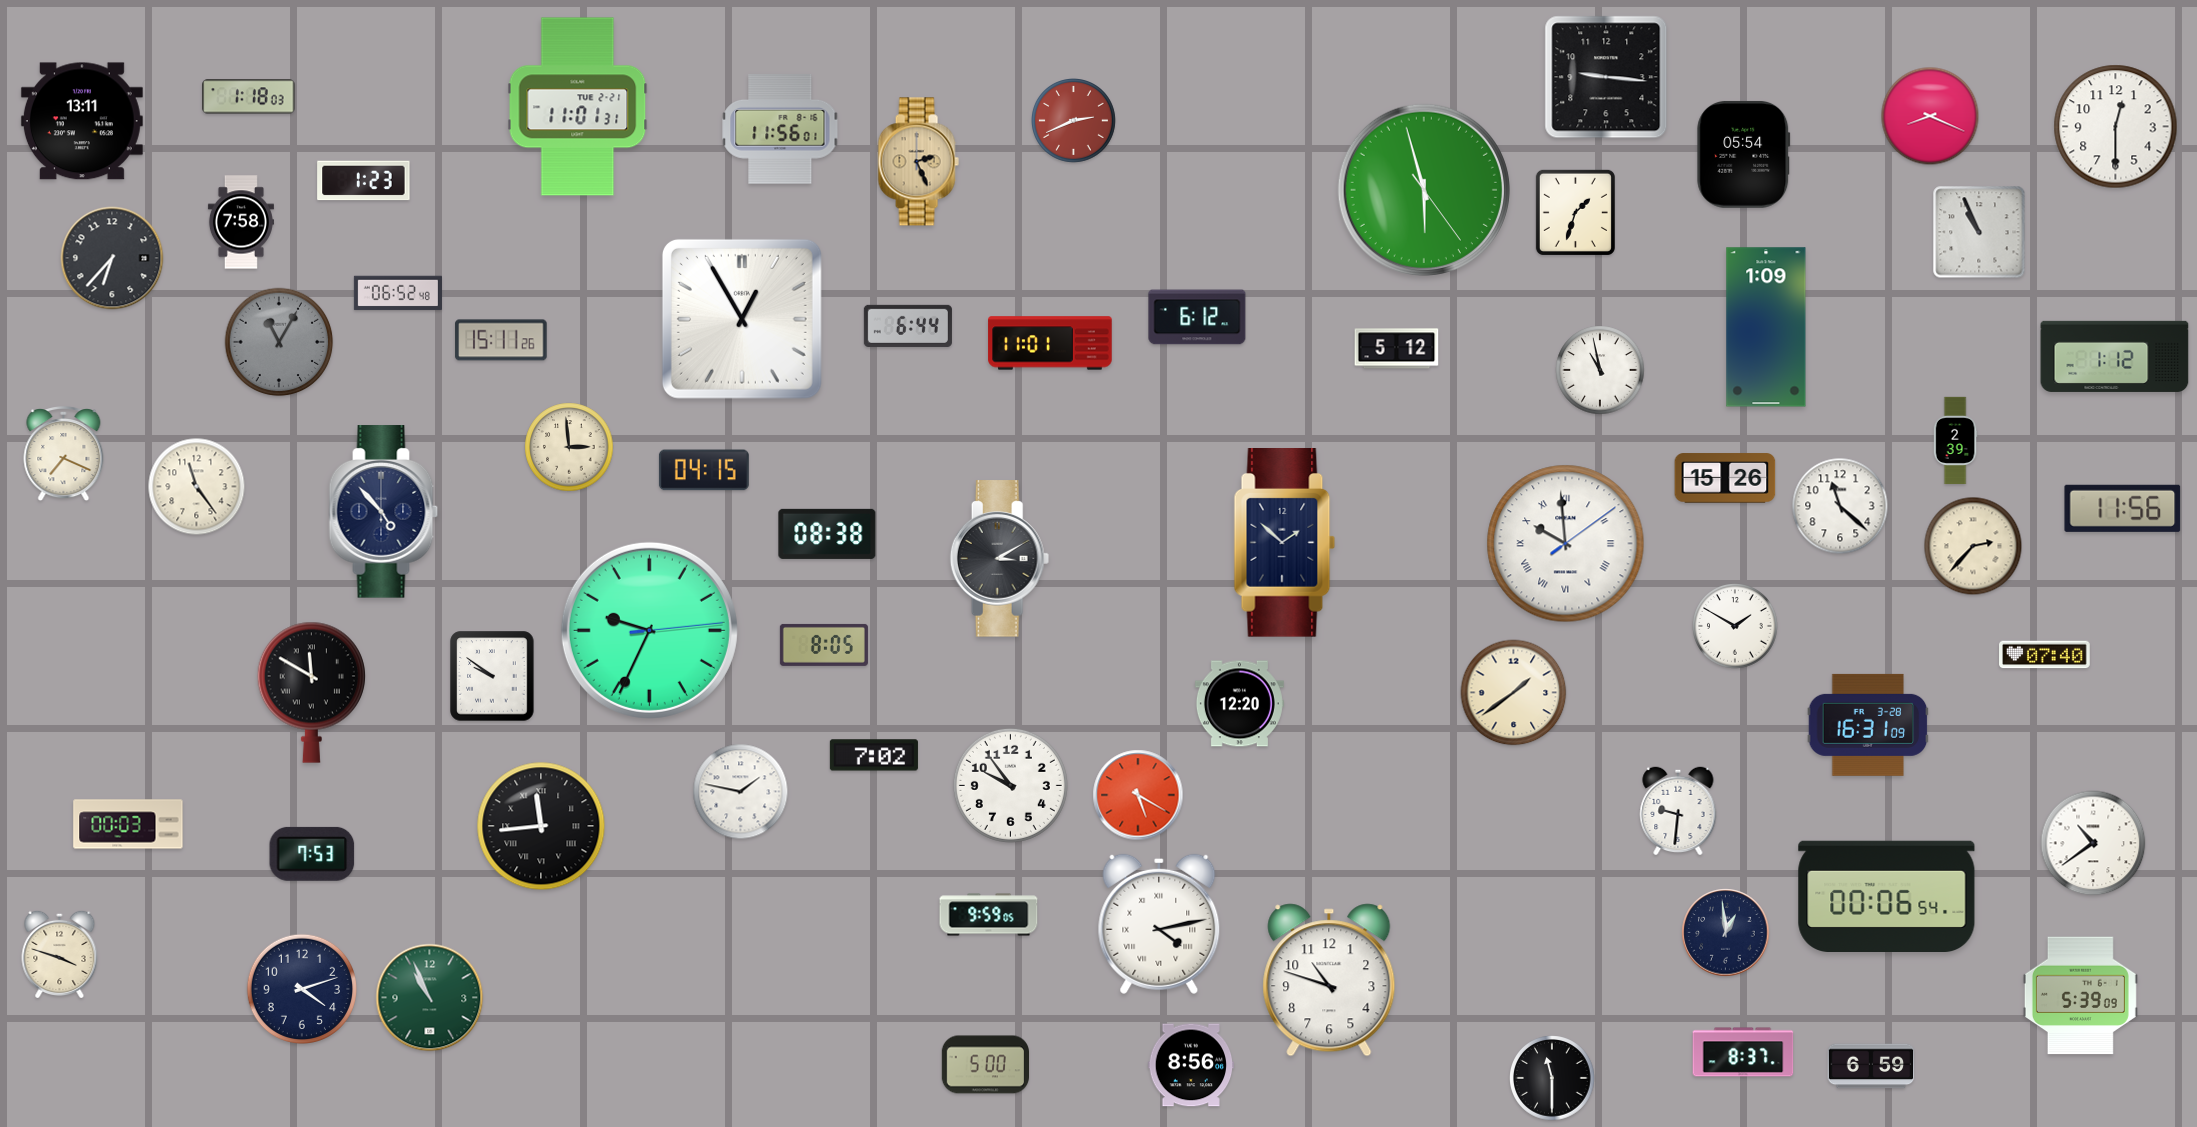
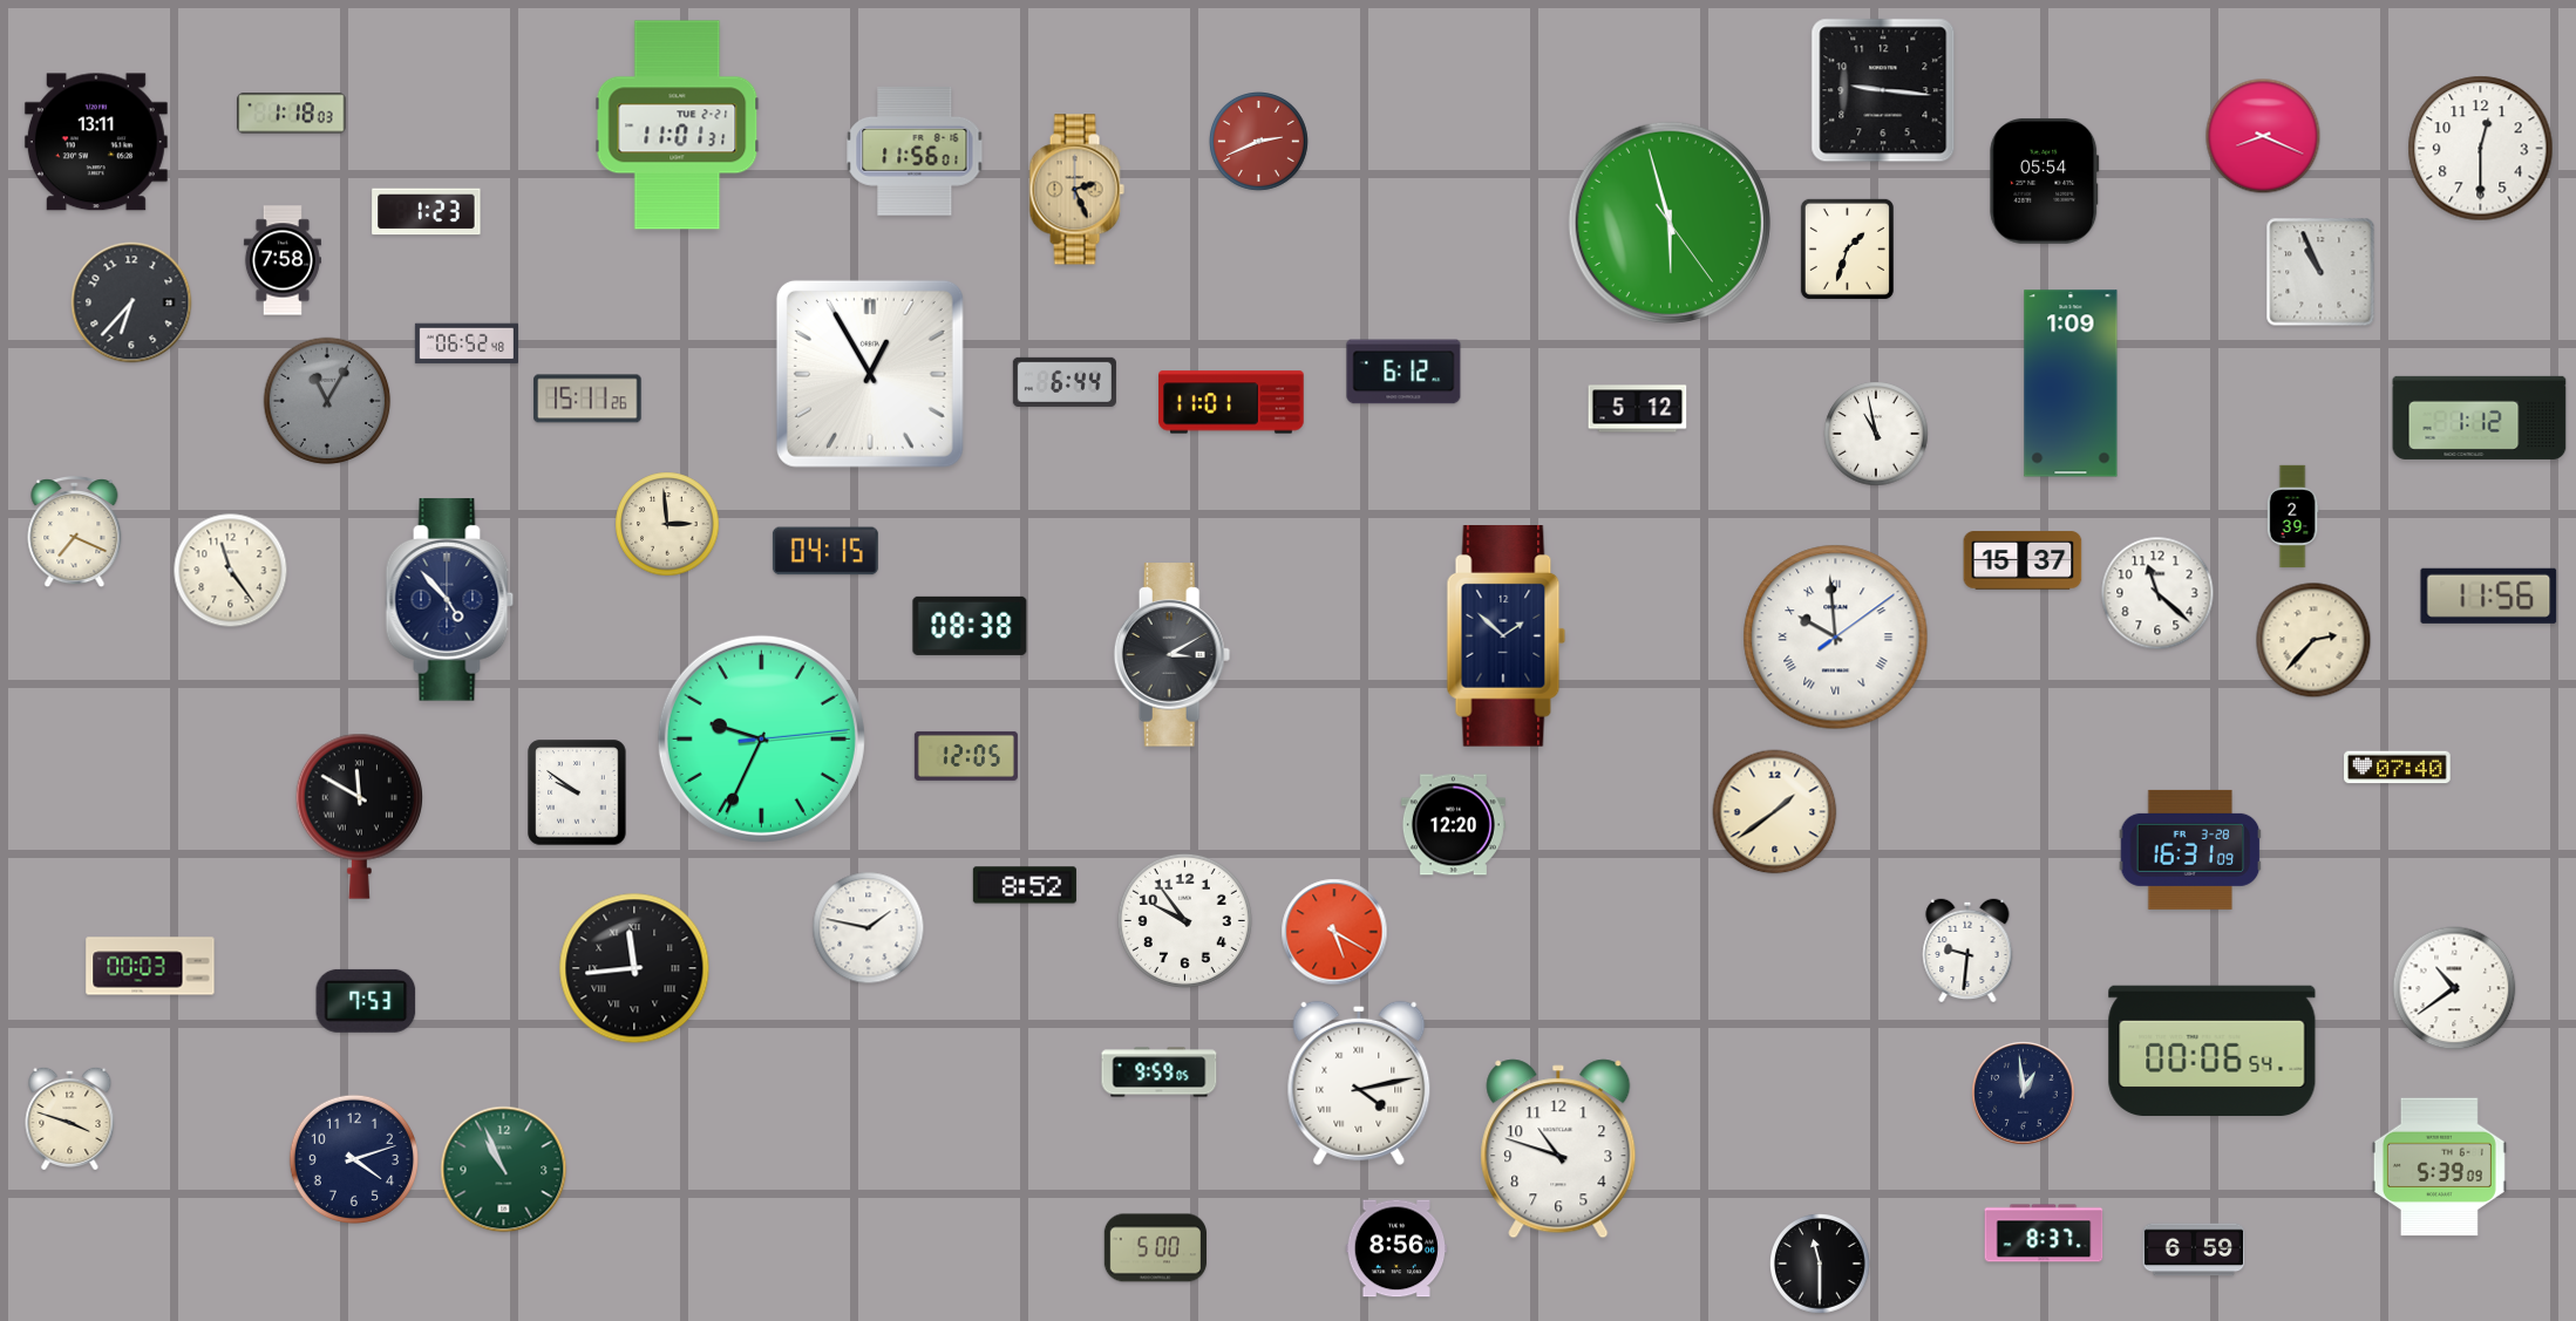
clock at (1725, 478): 15:26 -> 15:37
clock at (1735, 626): 1:50 -> none
clock at (824, 645): 8:05 -> 12:05
clock at (311, 692) position: (311, 692) -> (359, 816)
clock at (874, 755): 7:02 -> 8:52
